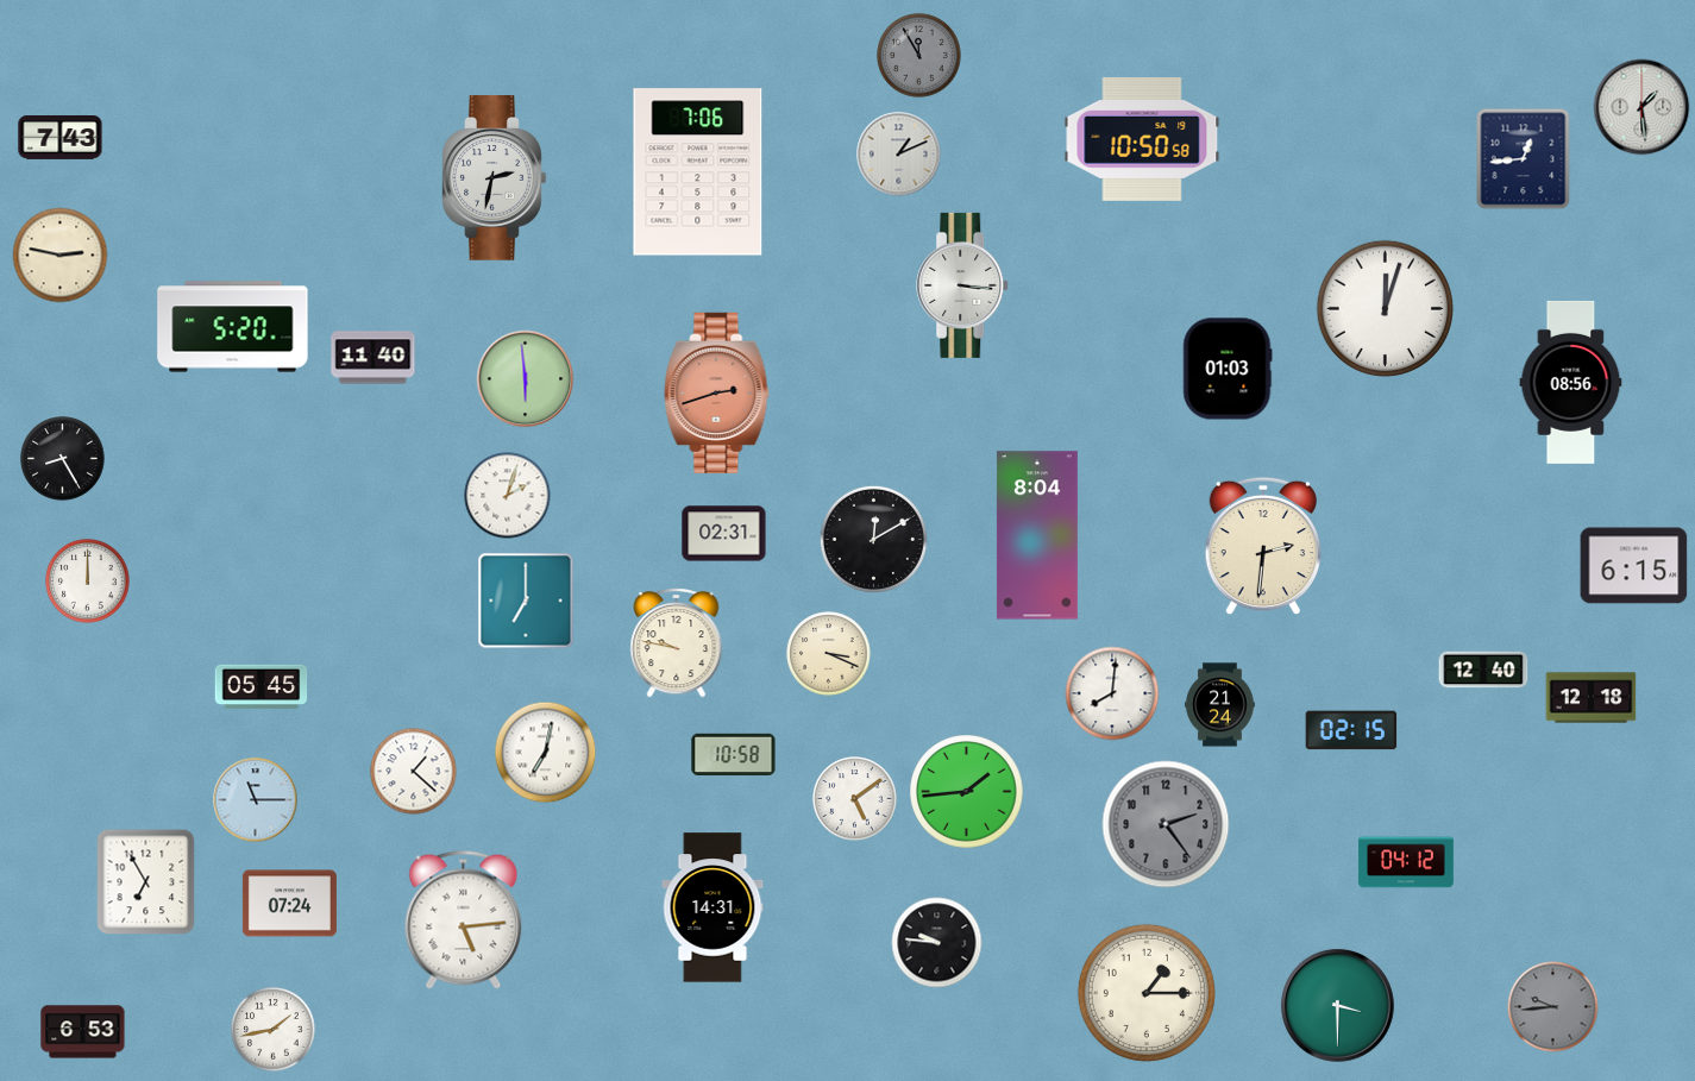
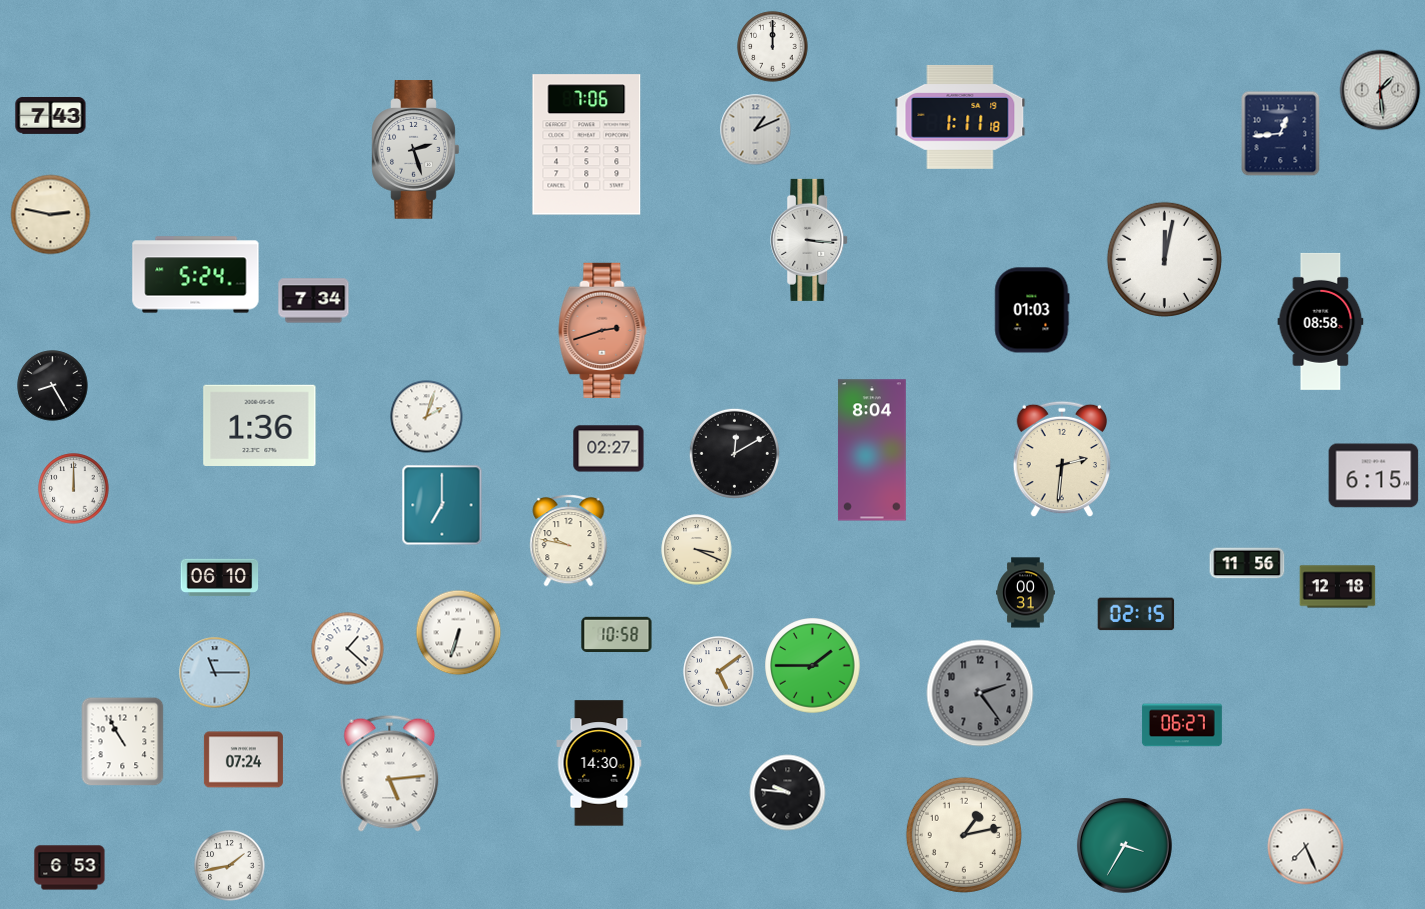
clock at (919, 56): 11:55 -> 12:00
clock at (919, 56) dial: grey -> white
clock at (1142, 139): 10:50 -> 1:11
clock at (495, 178): 2:32 -> 2:27
clock at (1385, 308): 12:03 -> 12:02
clock at (233, 327): 5:20 -> 5:24
clock at (373, 358): 11:40 -> 7:34
clock at (526, 379): 5:59 -> none
clock at (1571, 382): 08:56 -> 08:58
clock at (260, 425): none -> 1:36
clock at (724, 534): 02:31 -> 02:27
clock at (1483, 670): 12:40 -> 11:56
clock at (262, 687): 05:45 -> 06:10
clock at (1112, 693): 8:01 -> none
clock at (1220, 705): 21:24 -> 00:31
clock at (546, 753): 7:02 -> 6:33
clock at (967, 792): 1:44 -> 1:45
clock at (1407, 862): 04:12 -> 06:27
clock at (146, 882): 6:55 -> 10:55
clock at (712, 907): 14:31 -> 14:30
clock at (1147, 993): 1:15 -> 1:13
clock at (1337, 1005): 3:30 -> 3:35
clock at (1553, 1007): 9:44 -> 7:26
clock at (1553, 1007) dial: grey -> white
